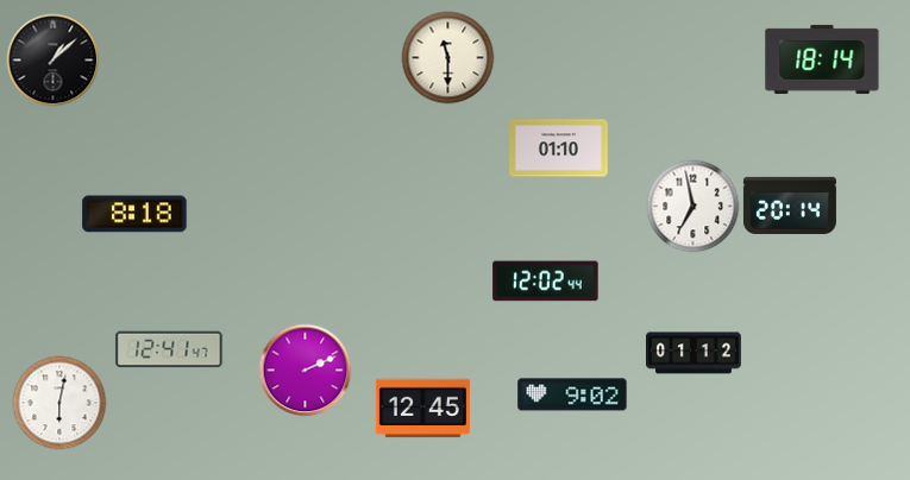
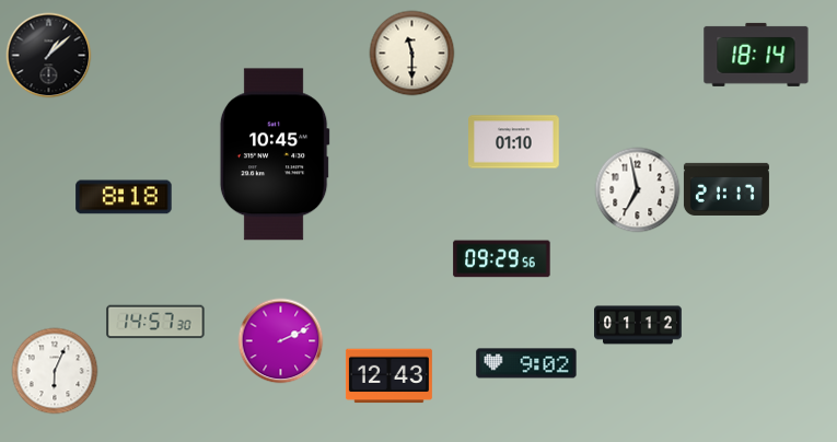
clock at (559, 149) position: (559, 149) -> (514, 142)
clock at (275, 154): none -> 10:45
clock at (790, 206): 20:14 -> 21:17
clock at (546, 282): 12:02 -> 09:29
clock at (169, 349): 12:41 -> 14:57
clock at (59, 403): 6:02 -> 6:04
clock at (422, 409): 12:45 -> 12:43
